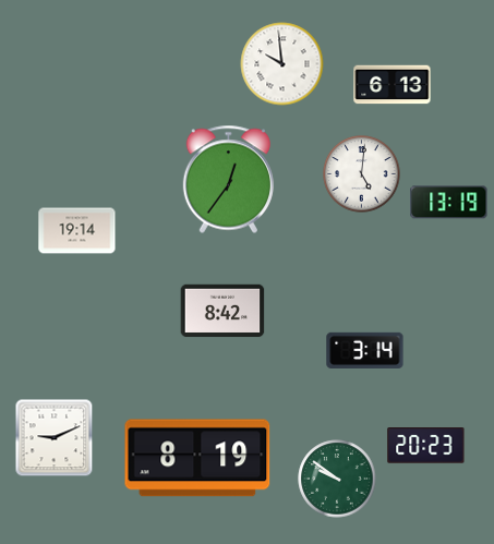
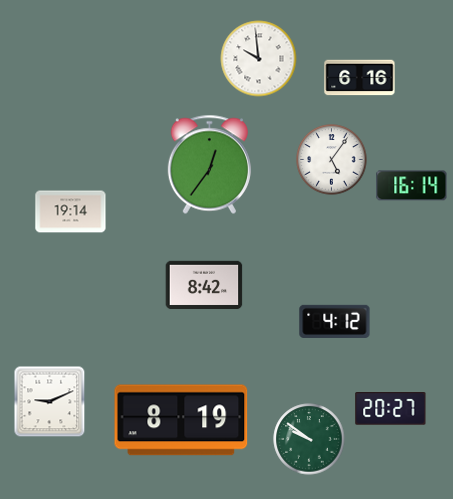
clock at (393, 85): 6:13 -> 6:16
clock at (362, 174): 5:01 -> 5:06
clock at (449, 203): 13:19 -> 16:14
clock at (365, 350): 3:14 -> 4:12
clock at (426, 446): 20:23 -> 20:27
